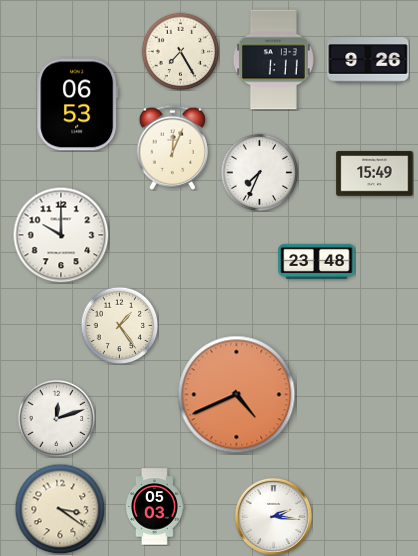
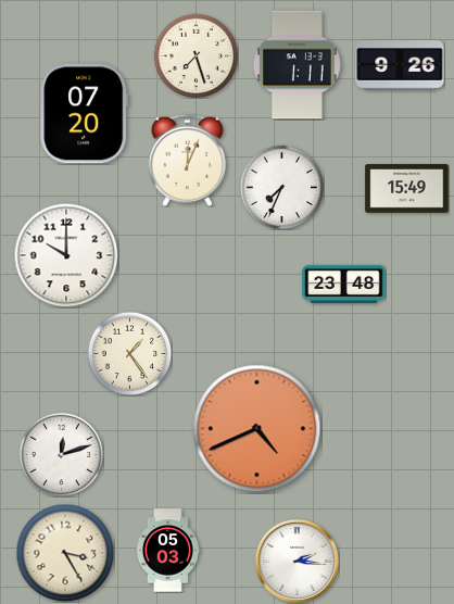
clock at (180, 51): 7:25 -> 7:27
clock at (78, 105): 06:53 -> 07:20
clock at (60, 509): 3:21 -> 3:25
